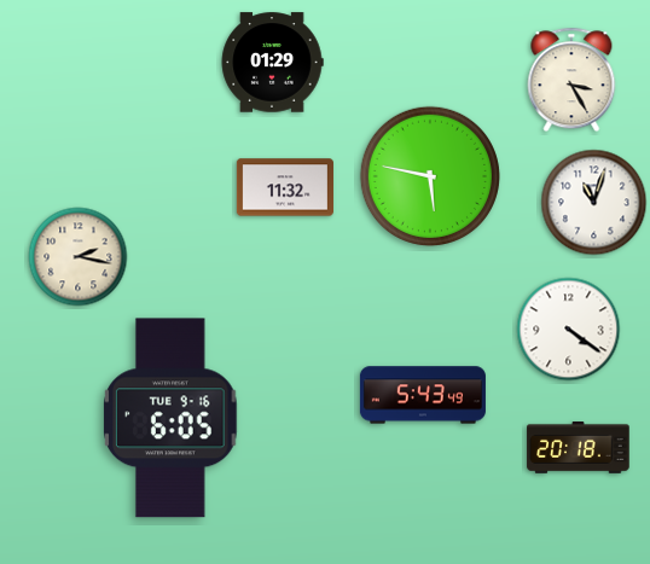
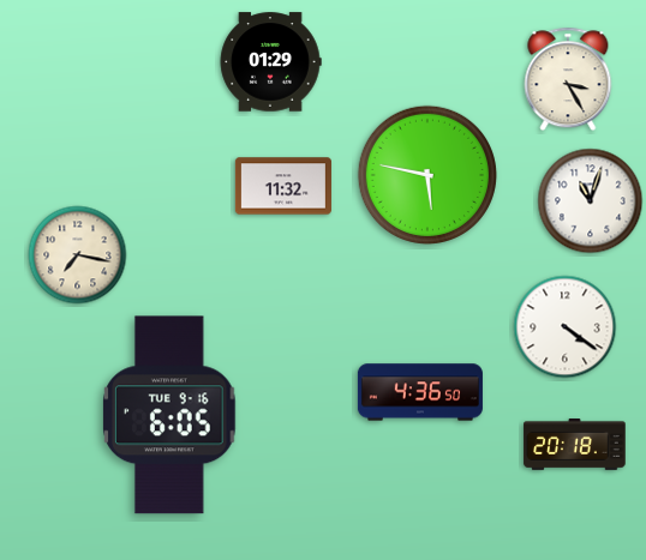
clock at (79, 257): 2:17 -> 7:17
clock at (423, 395): 5:43 -> 4:36
